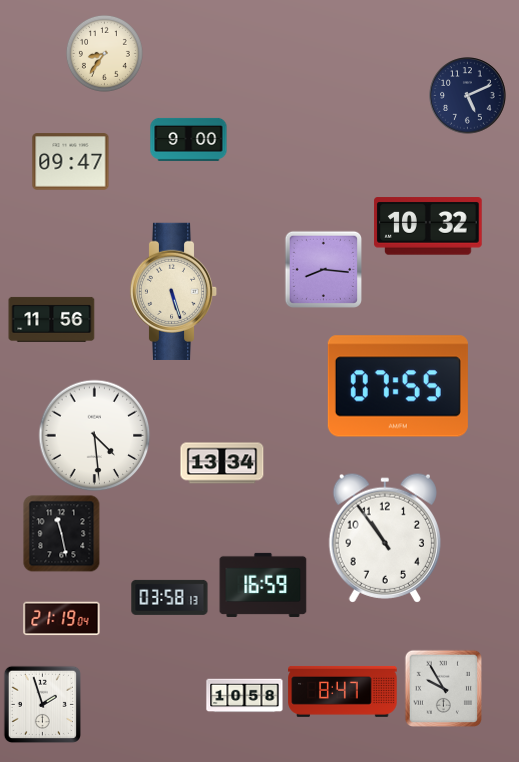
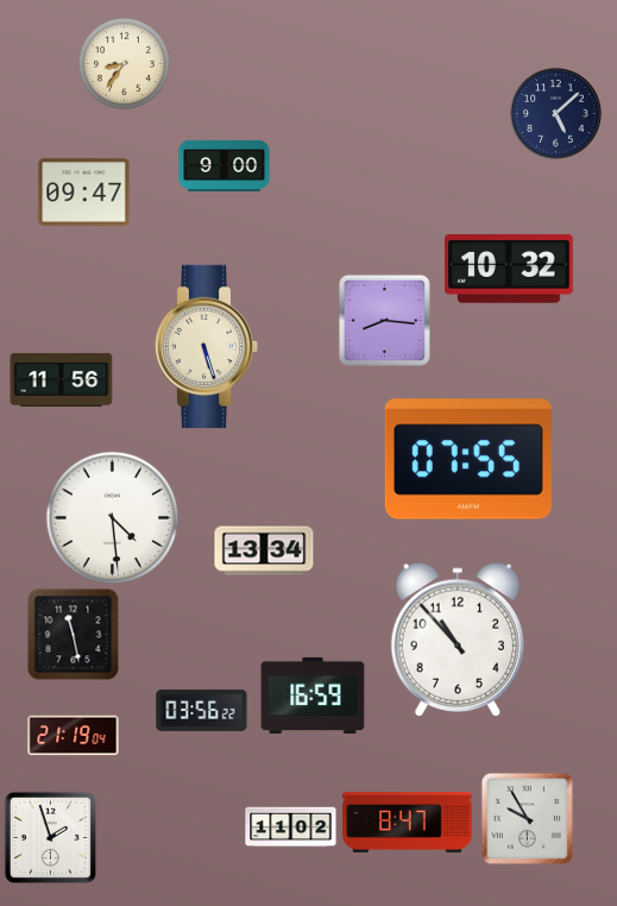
clock at (468, 96): 5:11 -> 5:08
clock at (398, 386) position: (398, 386) -> (468, 459)
clock at (384, 538): 10:54 -> 10:53
clock at (170, 597): 03:58 -> 03:56
clock at (245, 696): 10:58 -> 11:02
